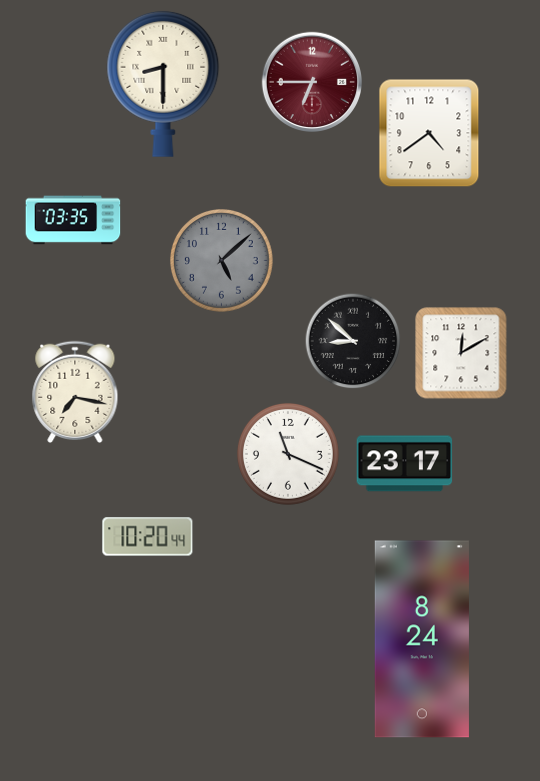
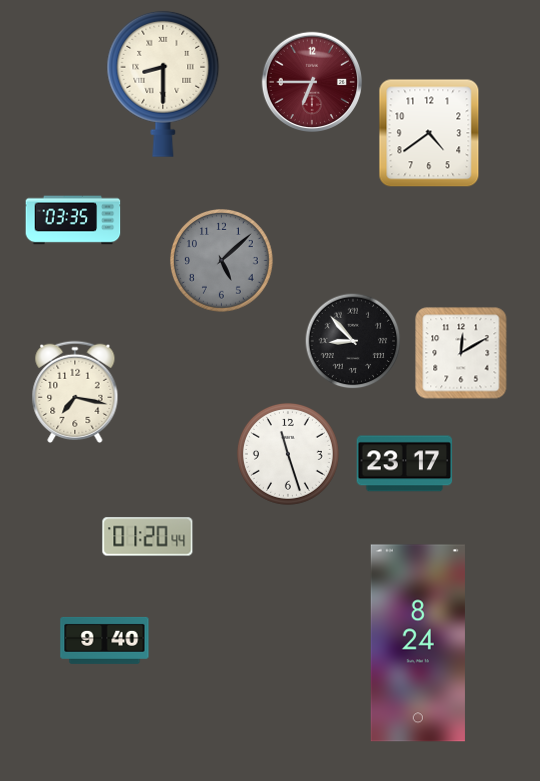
clock at (353, 341): 8:52 -> 8:53
clock at (288, 454): 11:19 -> 11:27
clock at (148, 537): 10:20 -> 01:20
clock at (422, 639) position: (422, 639) -> (418, 643)
clock at (105, 640): none -> 9:40
